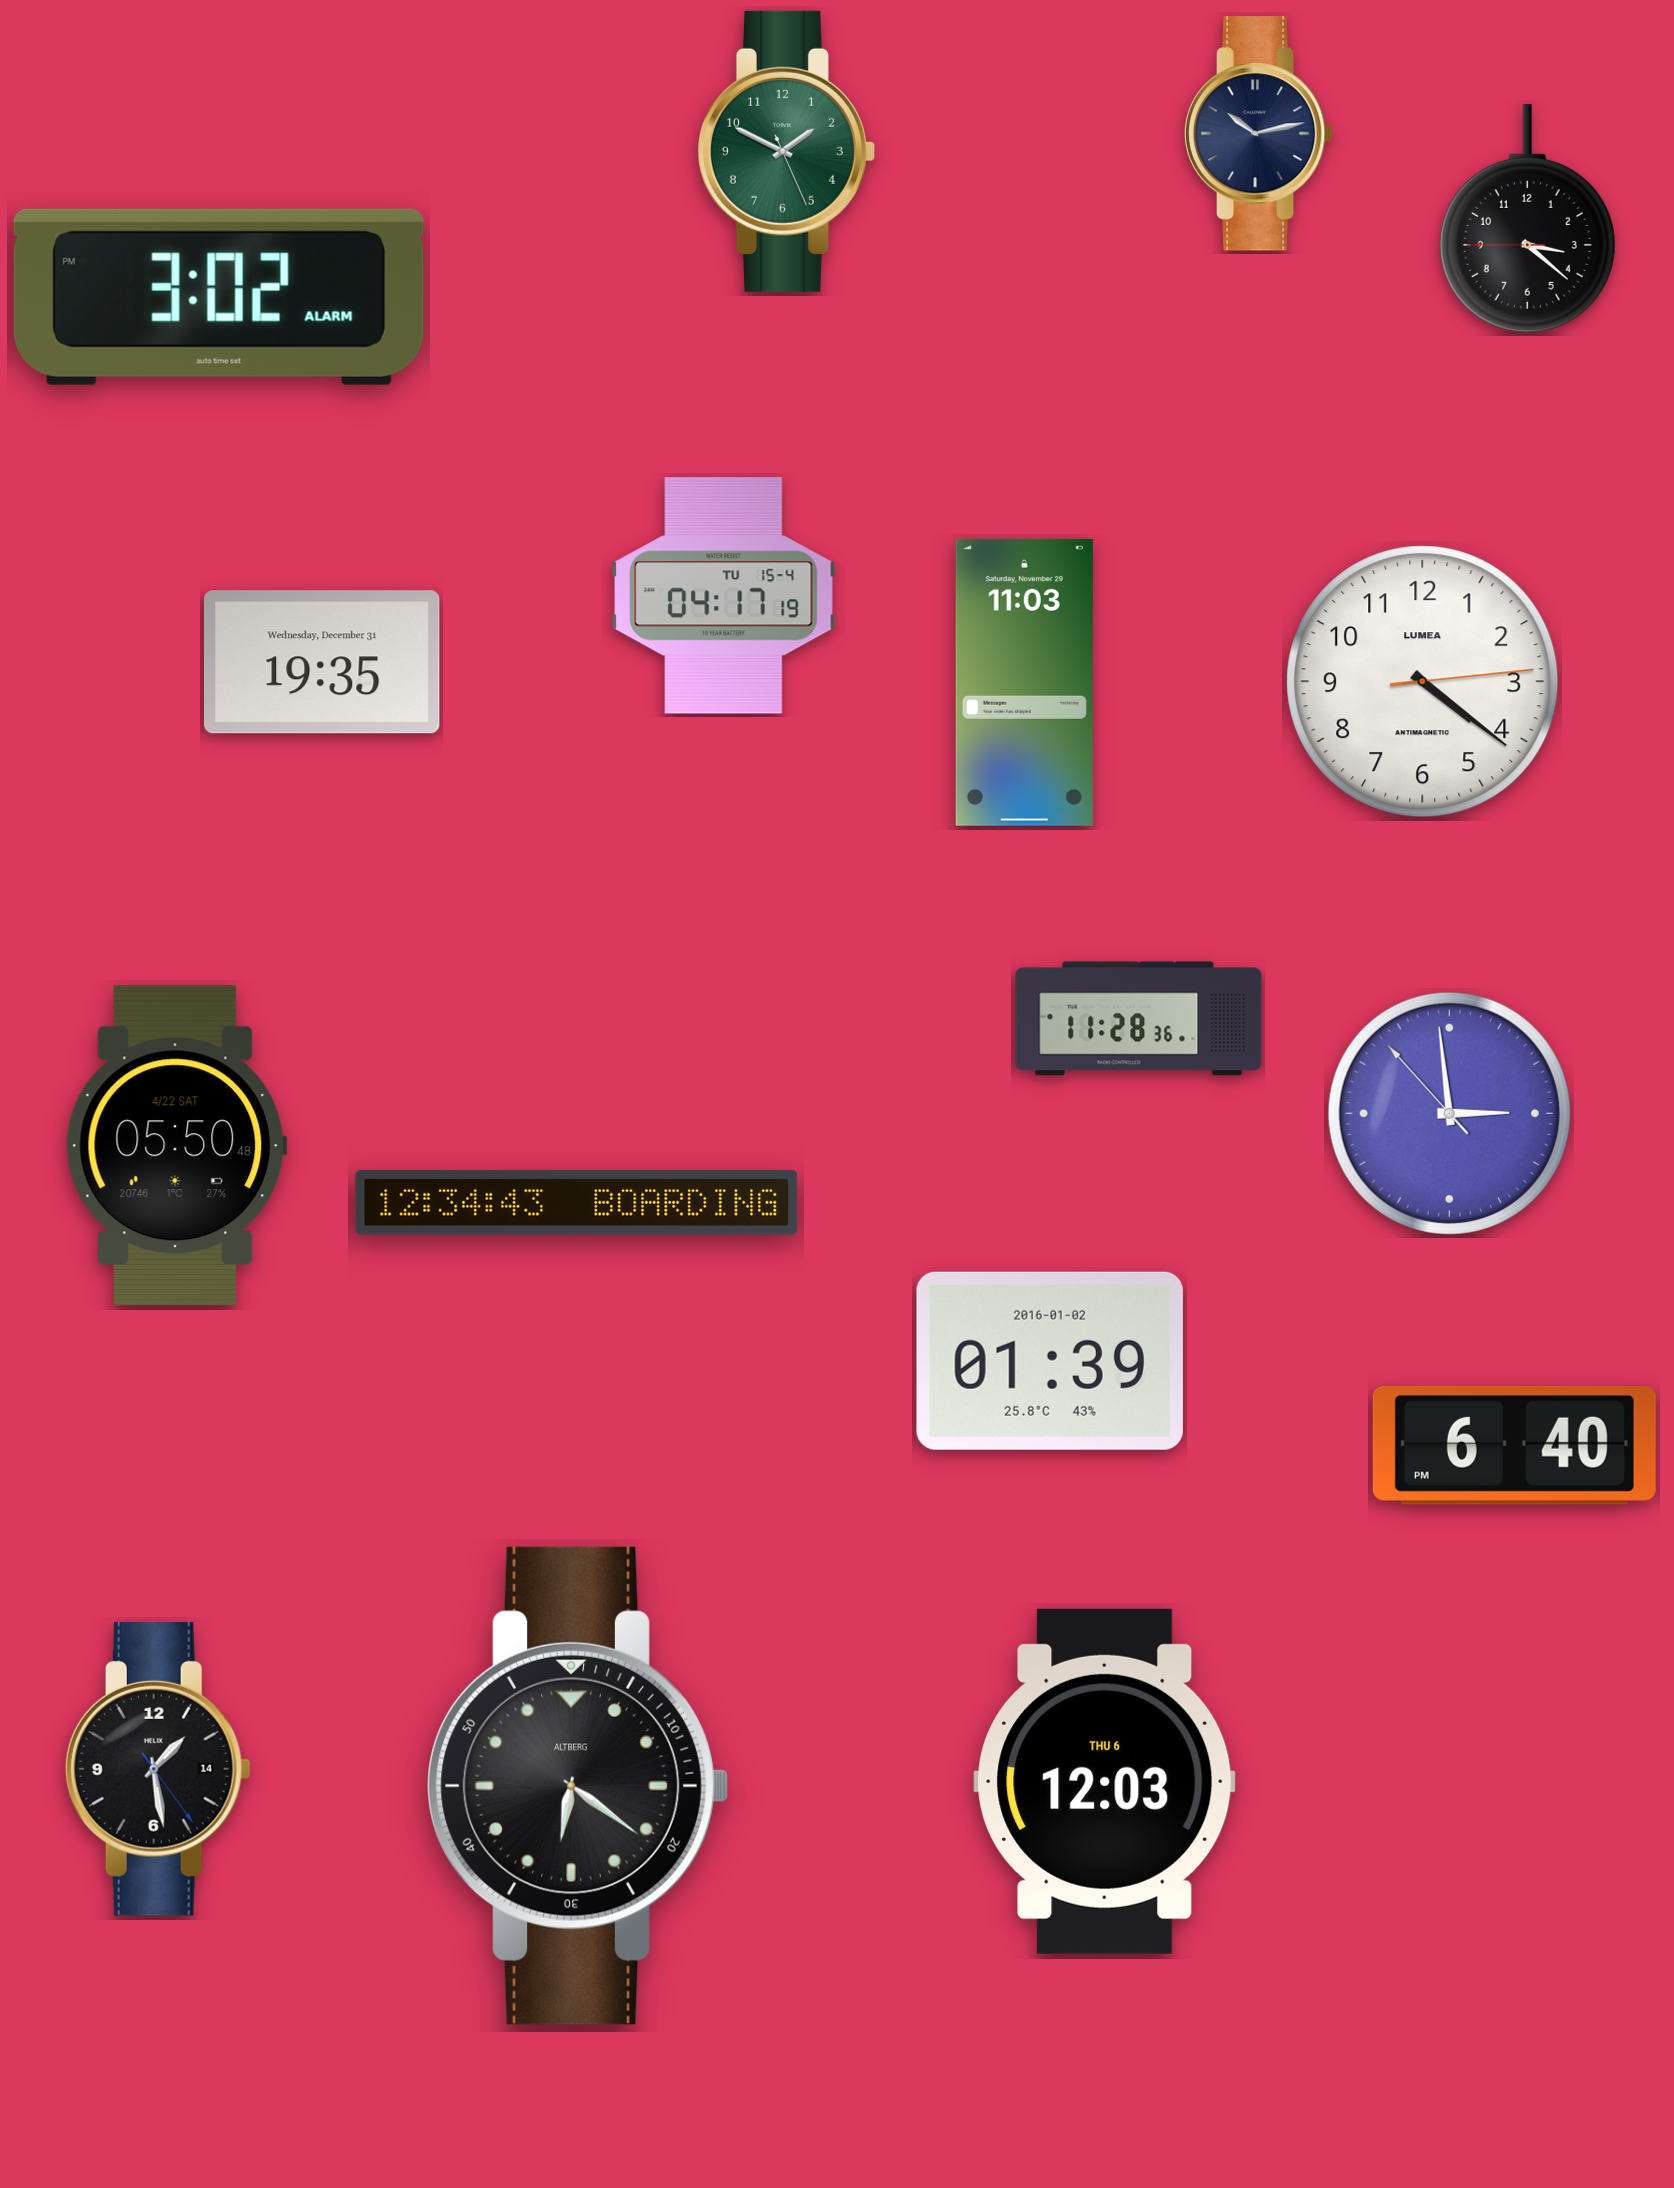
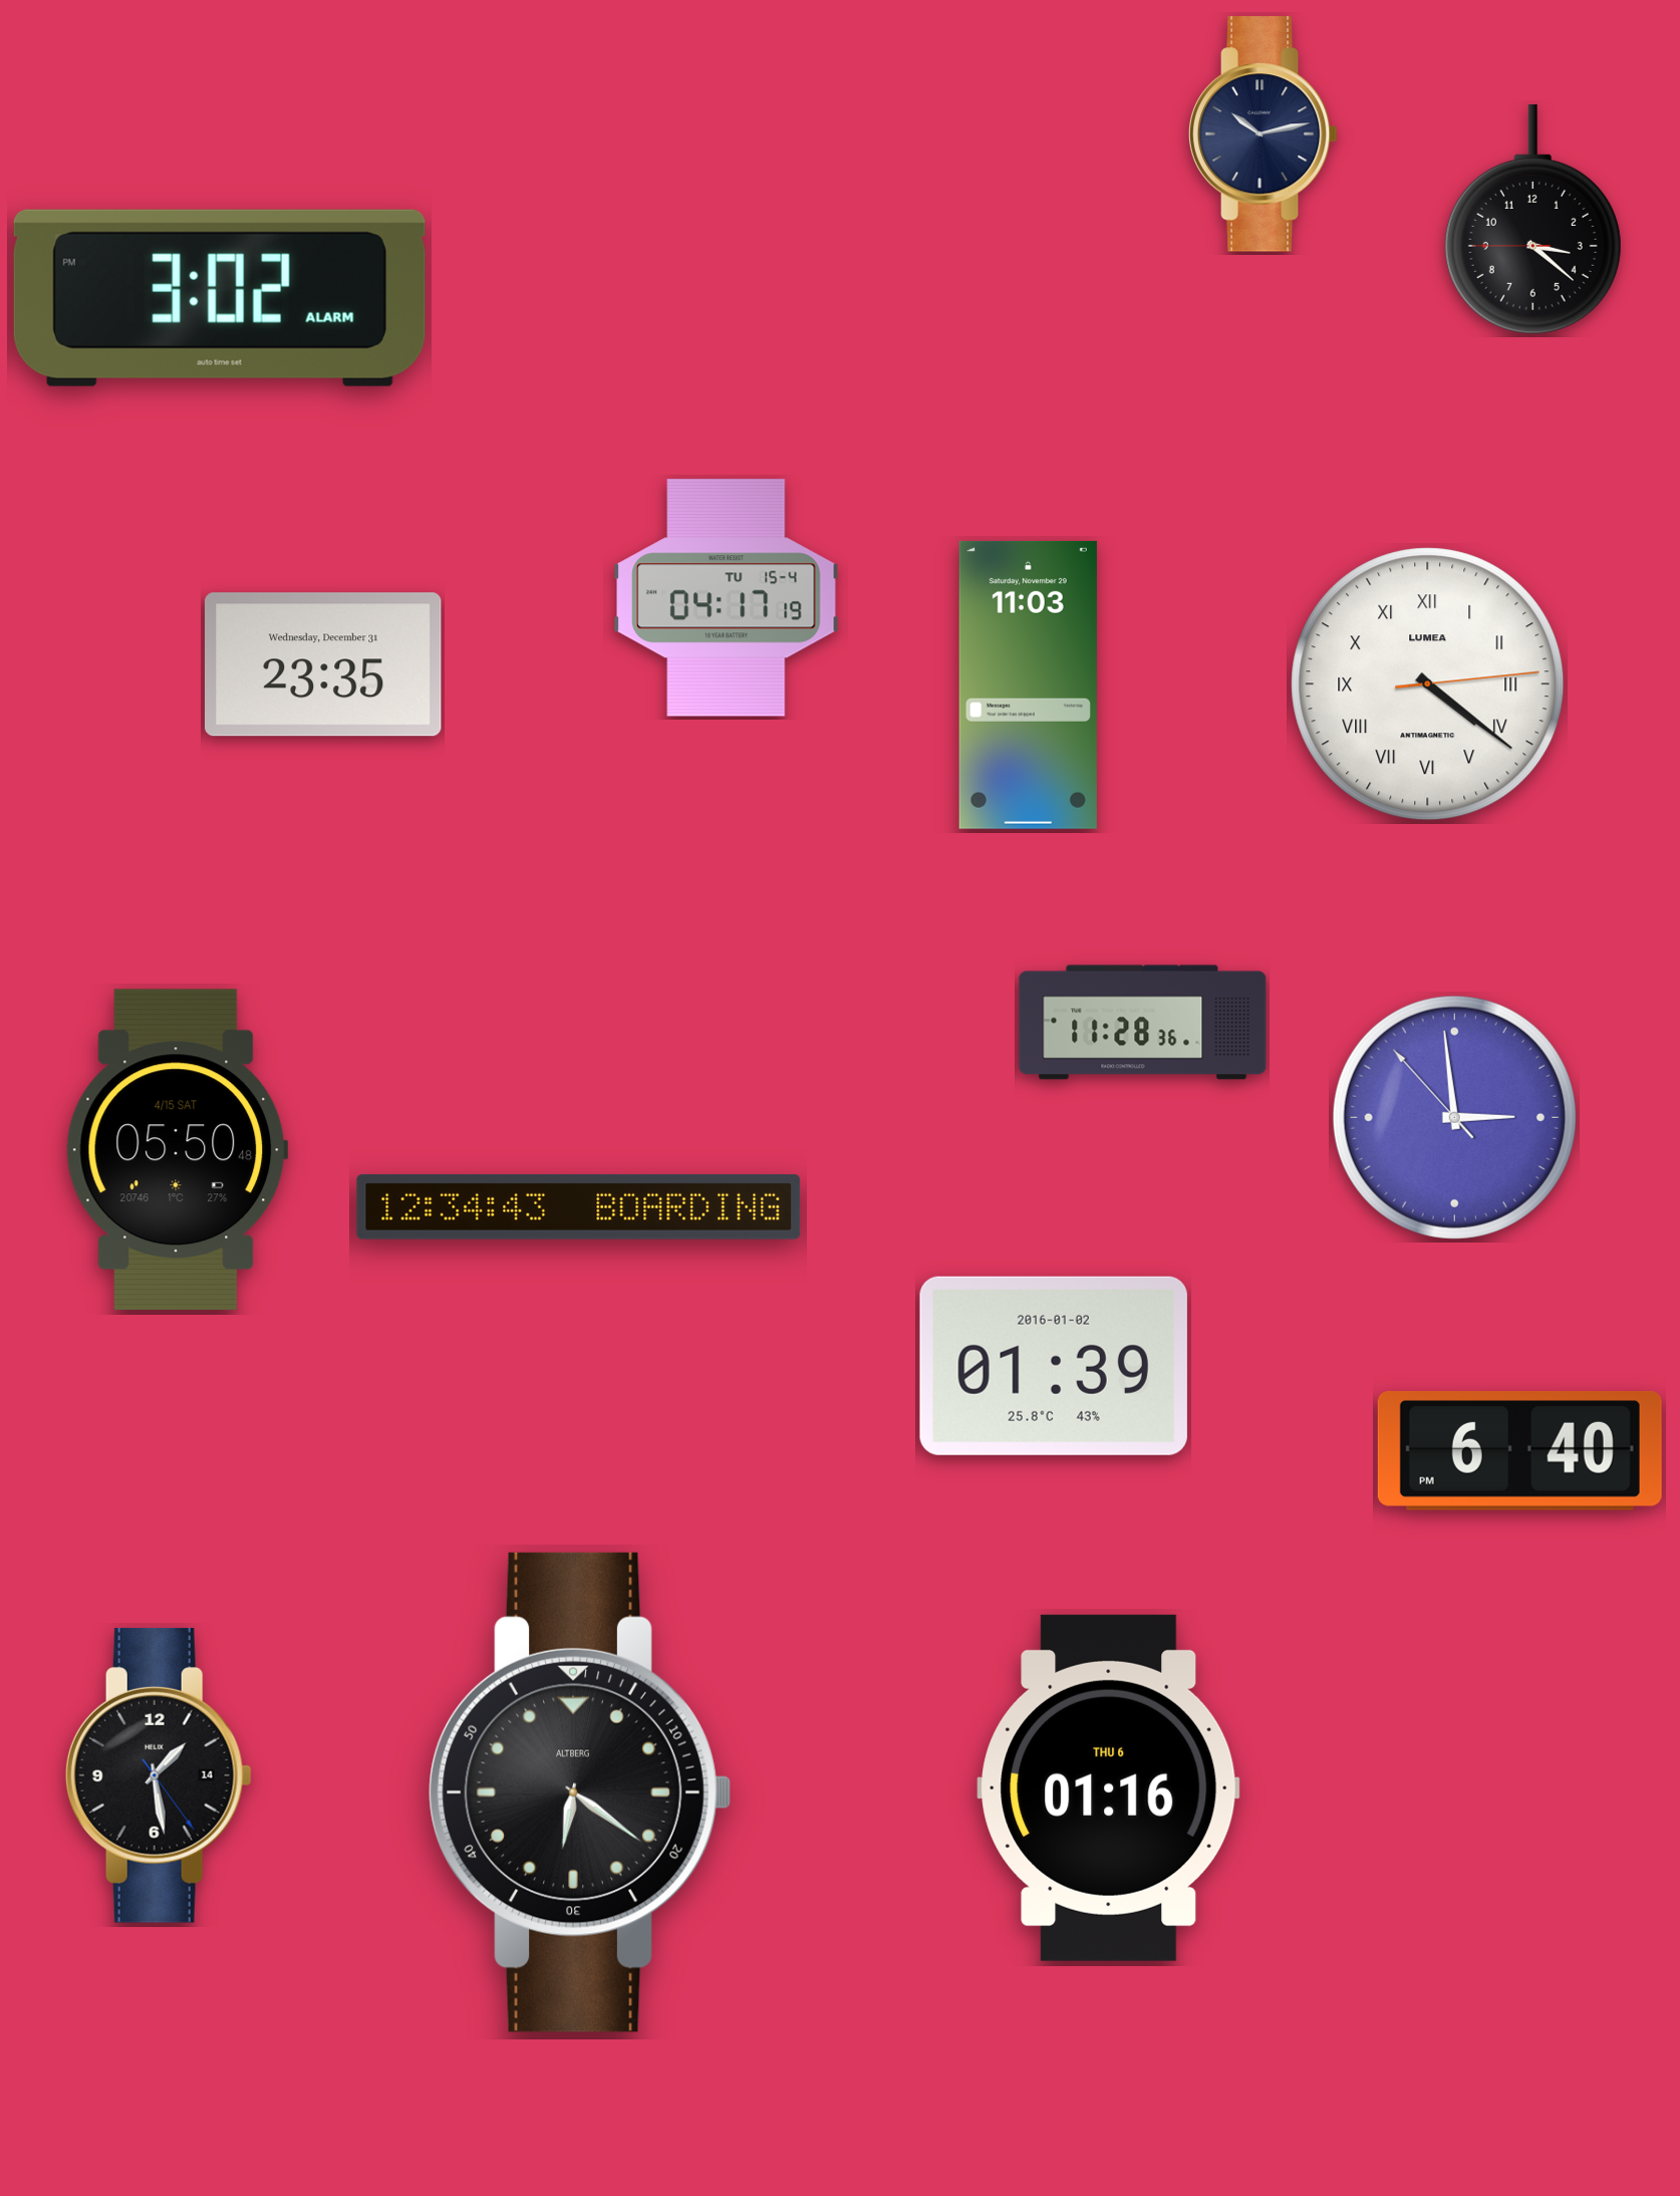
clock at (786, 151): 1:49 -> none
clock at (323, 662): 19:35 -> 23:35
clock at (1423, 682) numerals: Arabic -> Roman
clock at (176, 1146) date: 4/22 SAT -> 4/15 SAT
clock at (1105, 1781): 12:03 -> 01:16
